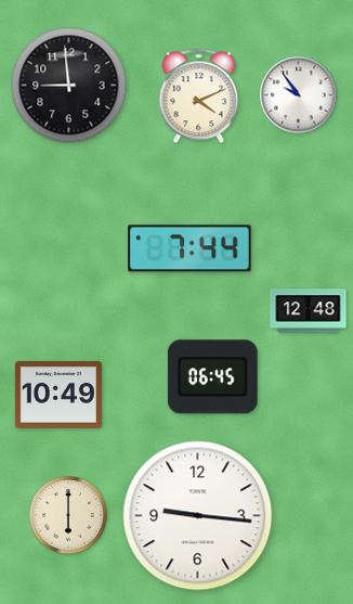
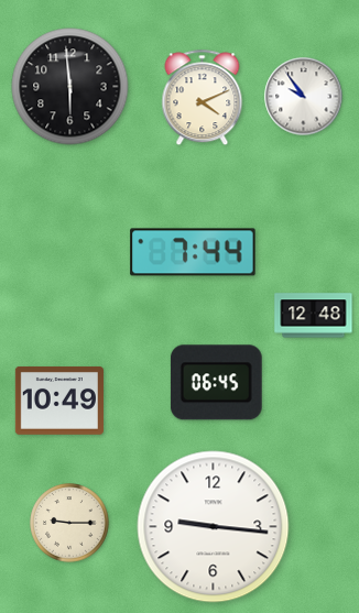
clock at (69, 86): 8:59 -> 5:59
clock at (68, 515): 6:00 -> 9:15
clock at (198, 516) position: (198, 516) -> (214, 527)
